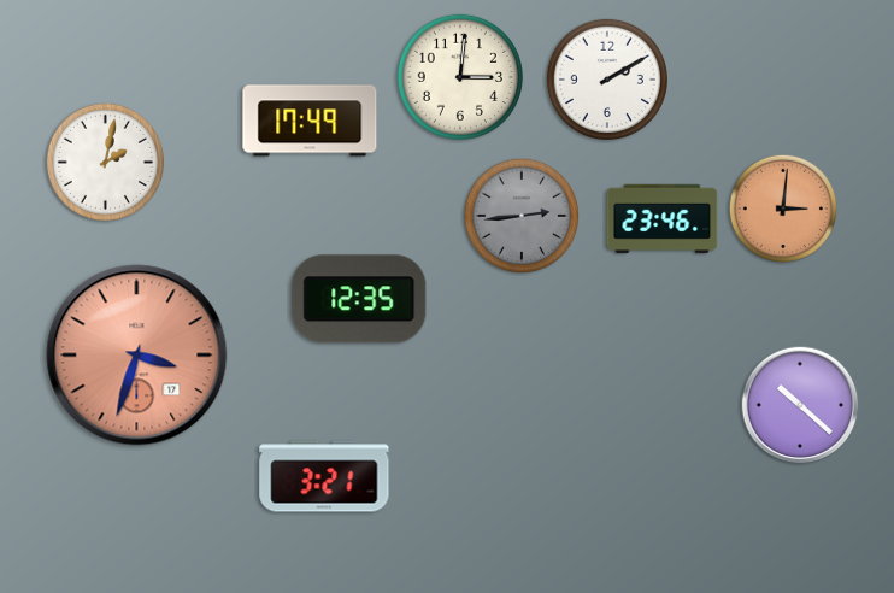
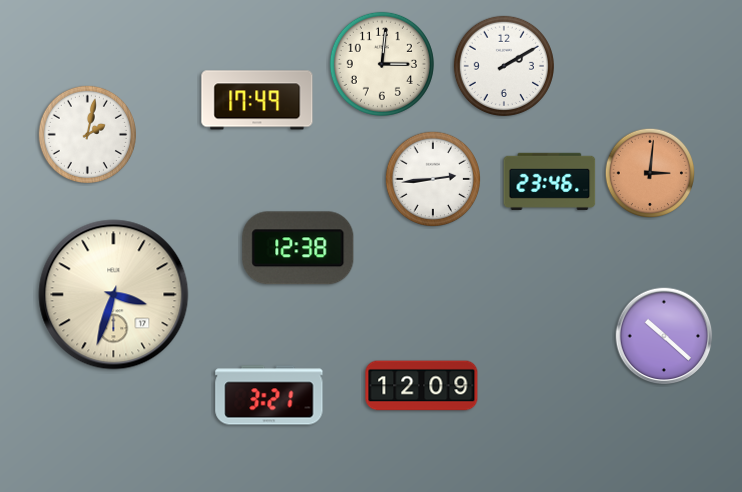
clock at (520, 215) dial: grey -> white
clock at (359, 299): 12:35 -> 12:38
clock at (137, 356) dial: salmon -> cream
clock at (422, 386): none -> 12:09
